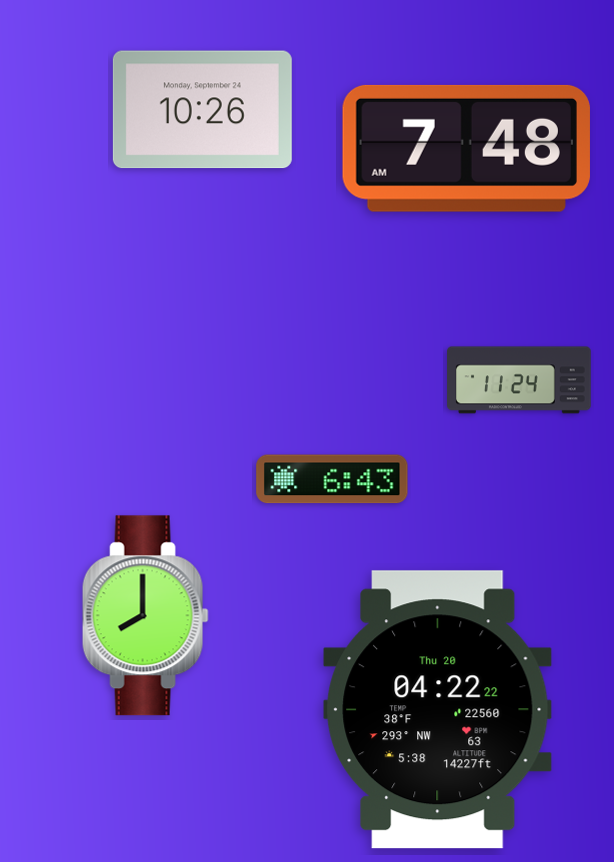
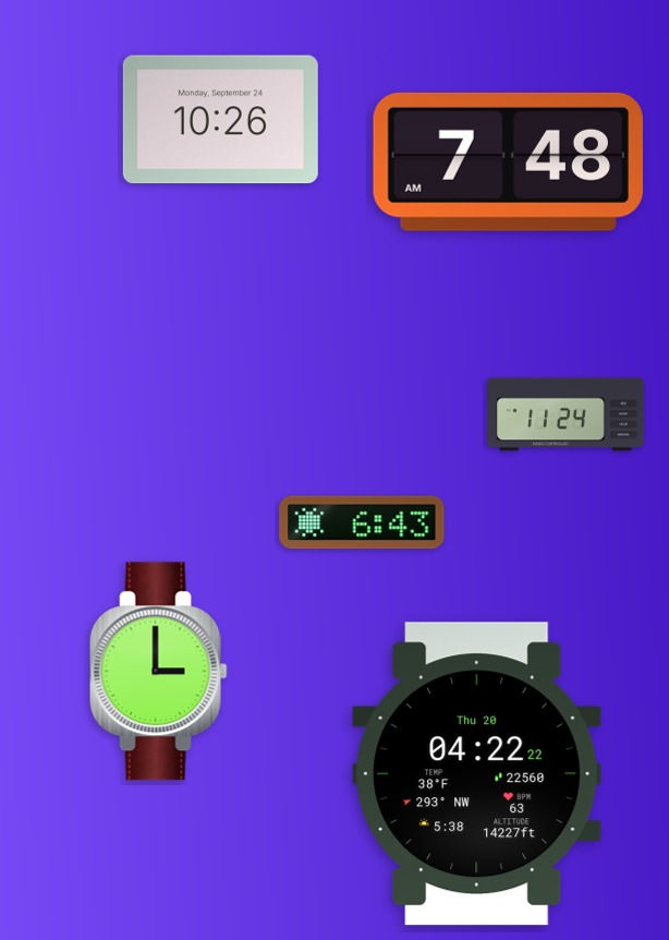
clock at (145, 616): 8:00 -> 3:00
